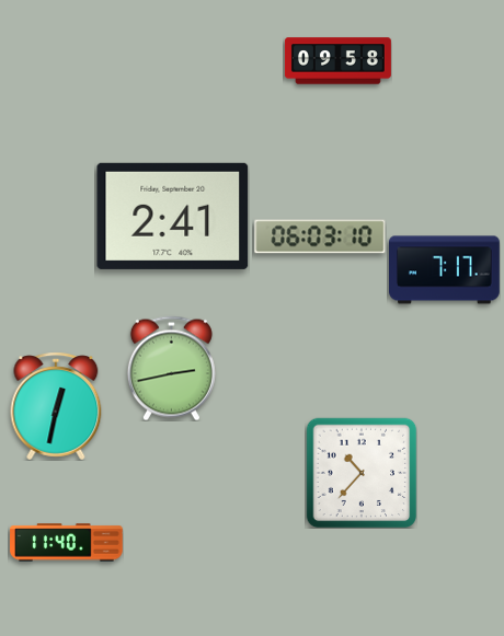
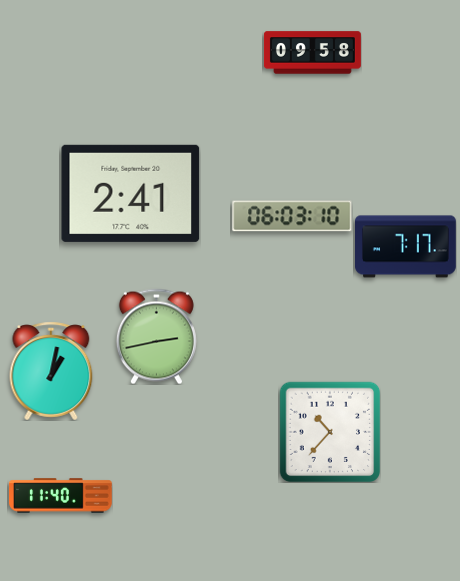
clock at (337, 61) position: (337, 61) -> (312, 53)
clock at (173, 216) position: (173, 216) -> (131, 193)
clock at (56, 406): 12:32 -> 1:02
